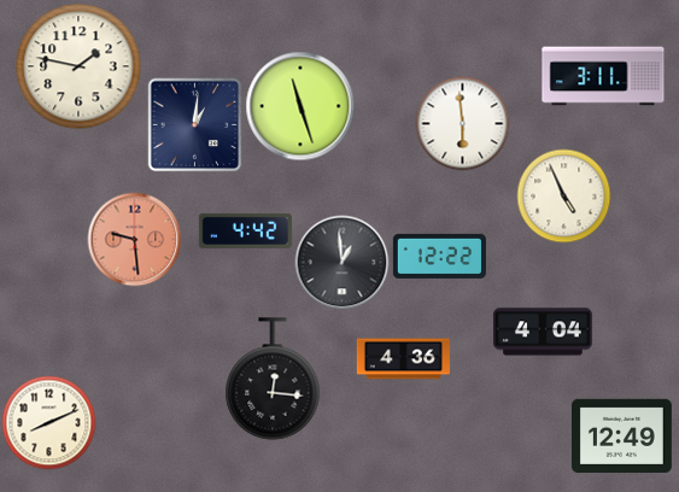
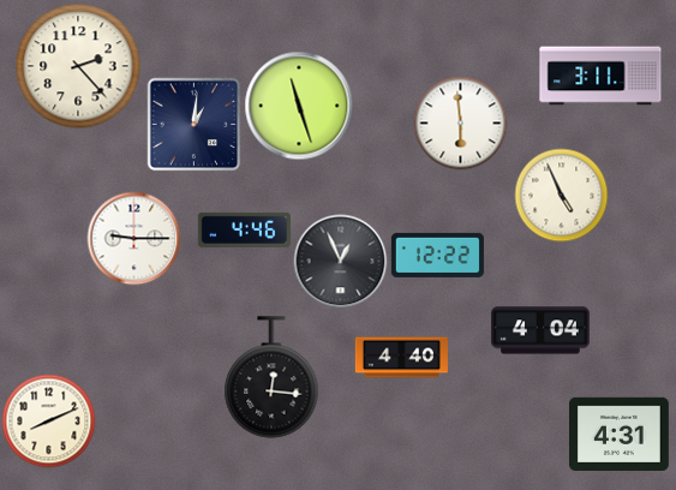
clock at (78, 66): 1:47 -> 2:23
clock at (245, 230): 4:42 -> 4:46
clock at (134, 239): 9:29 -> 9:15
clock at (134, 239) dial: salmon -> white
clock at (341, 262): 12:59 -> 12:56
clock at (403, 359): 4:36 -> 4:40
clock at (622, 435): 12:49 -> 4:31
